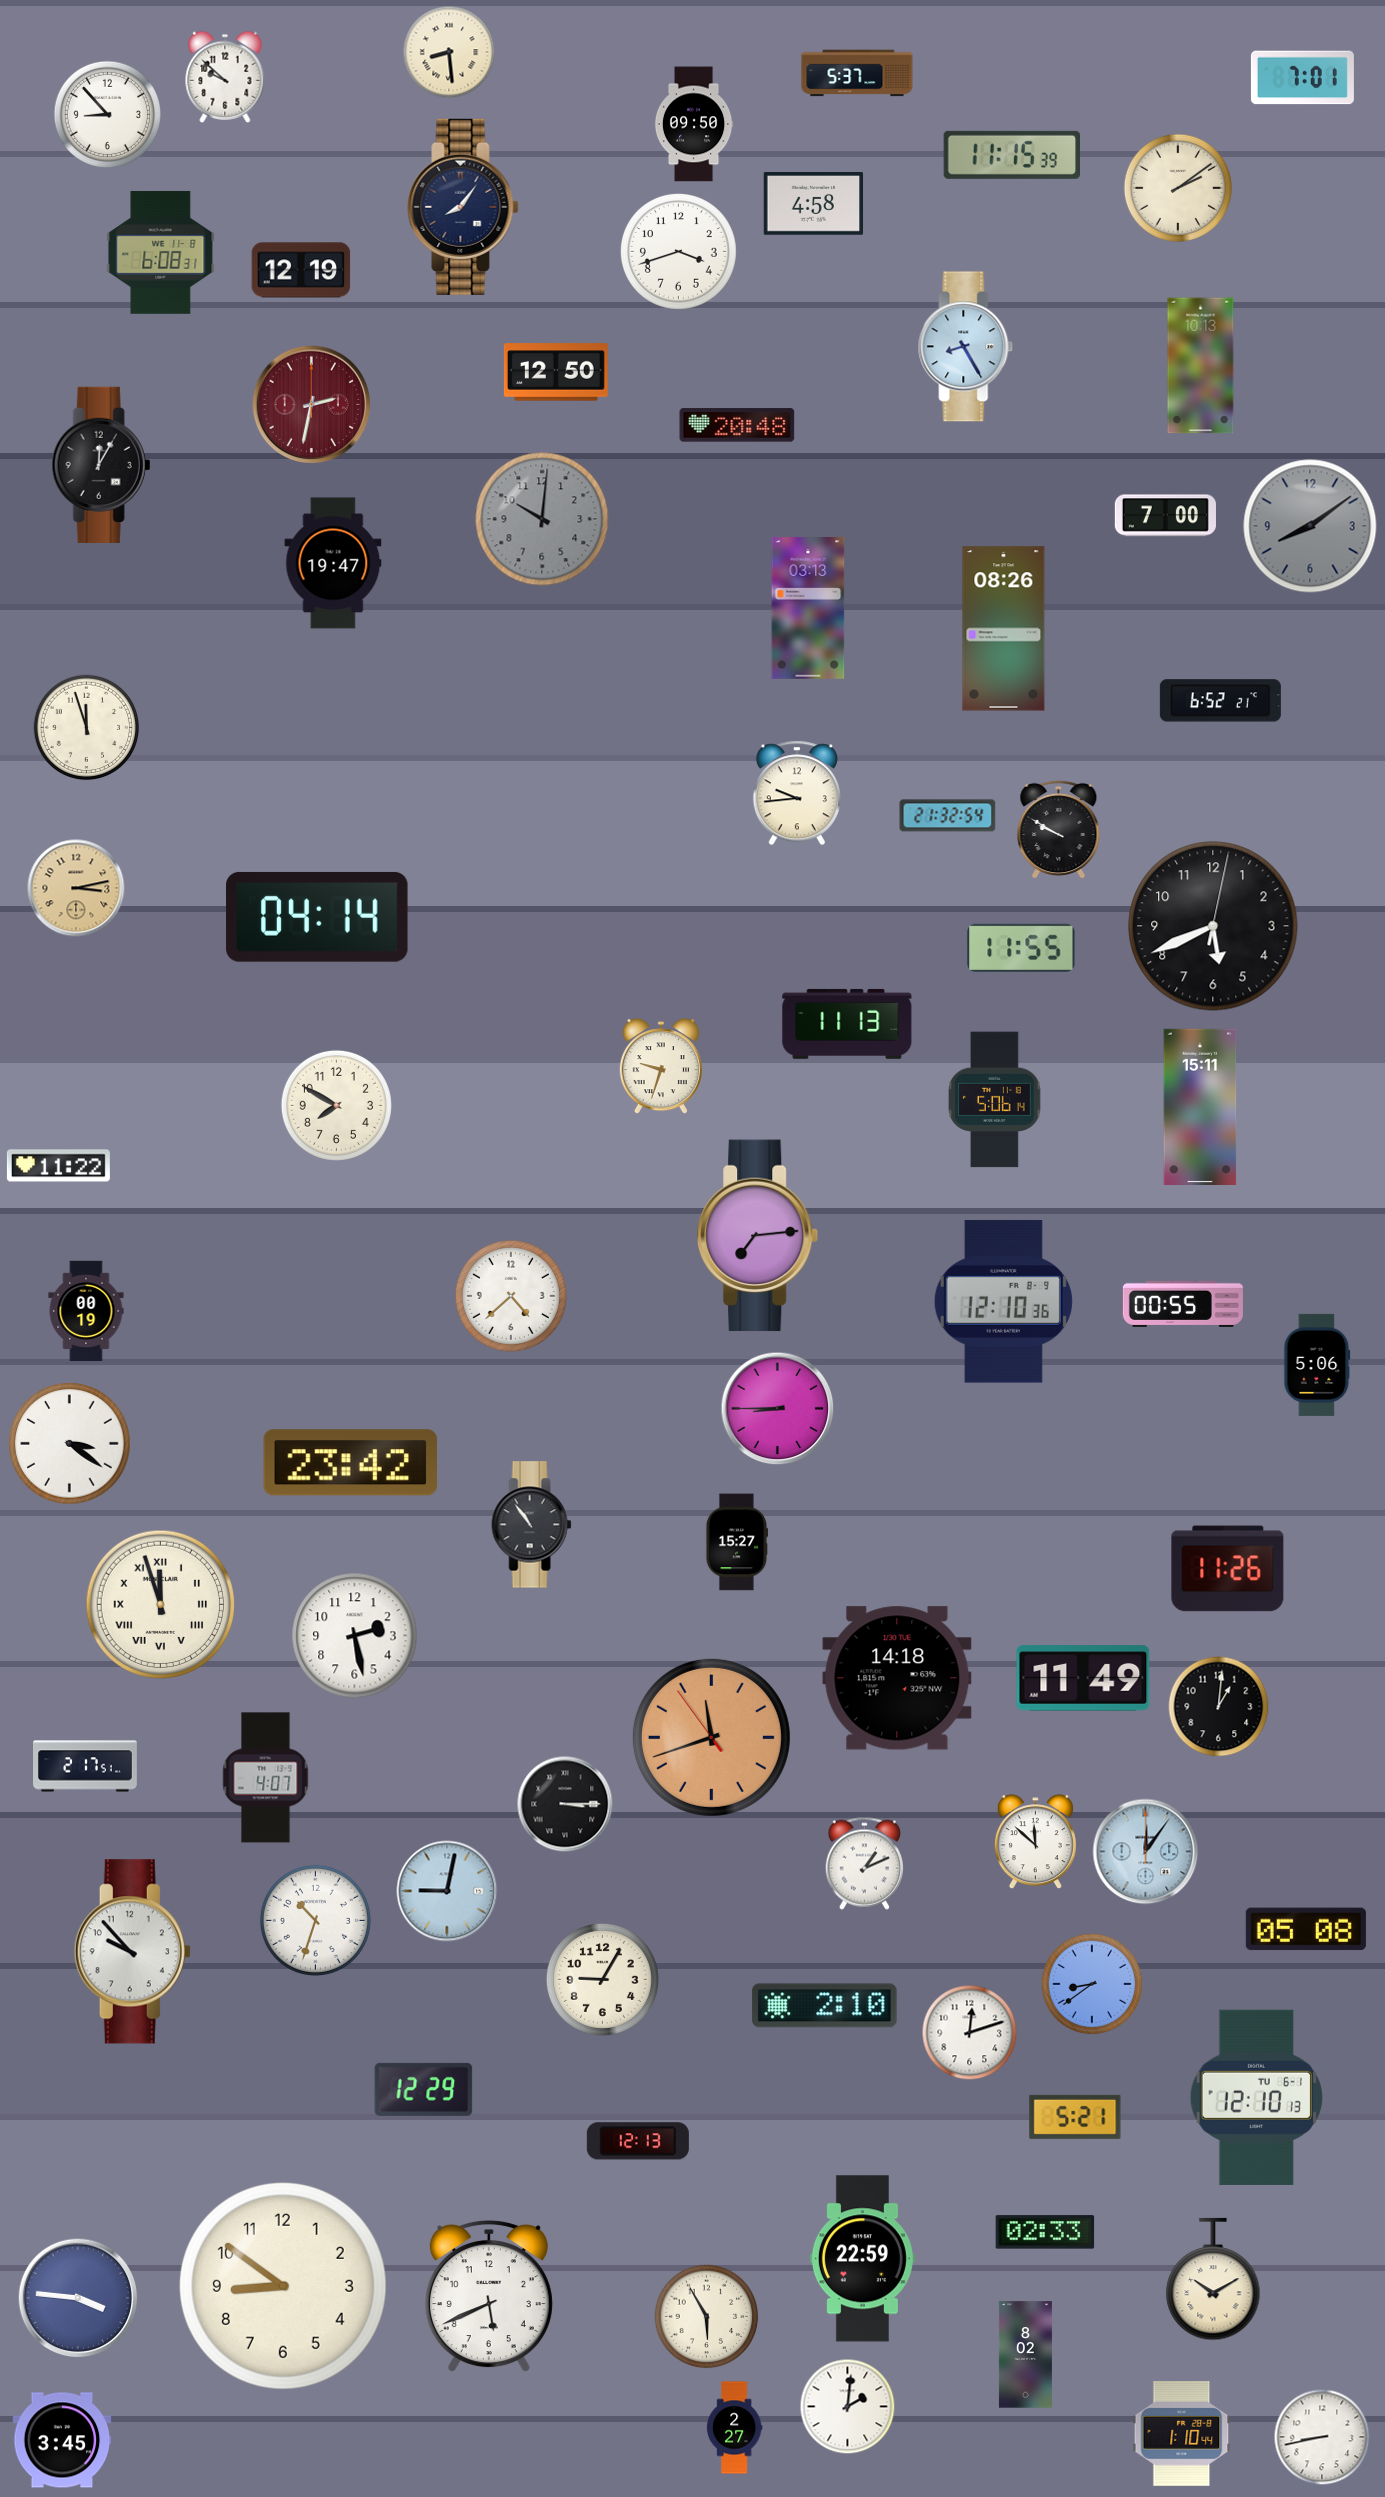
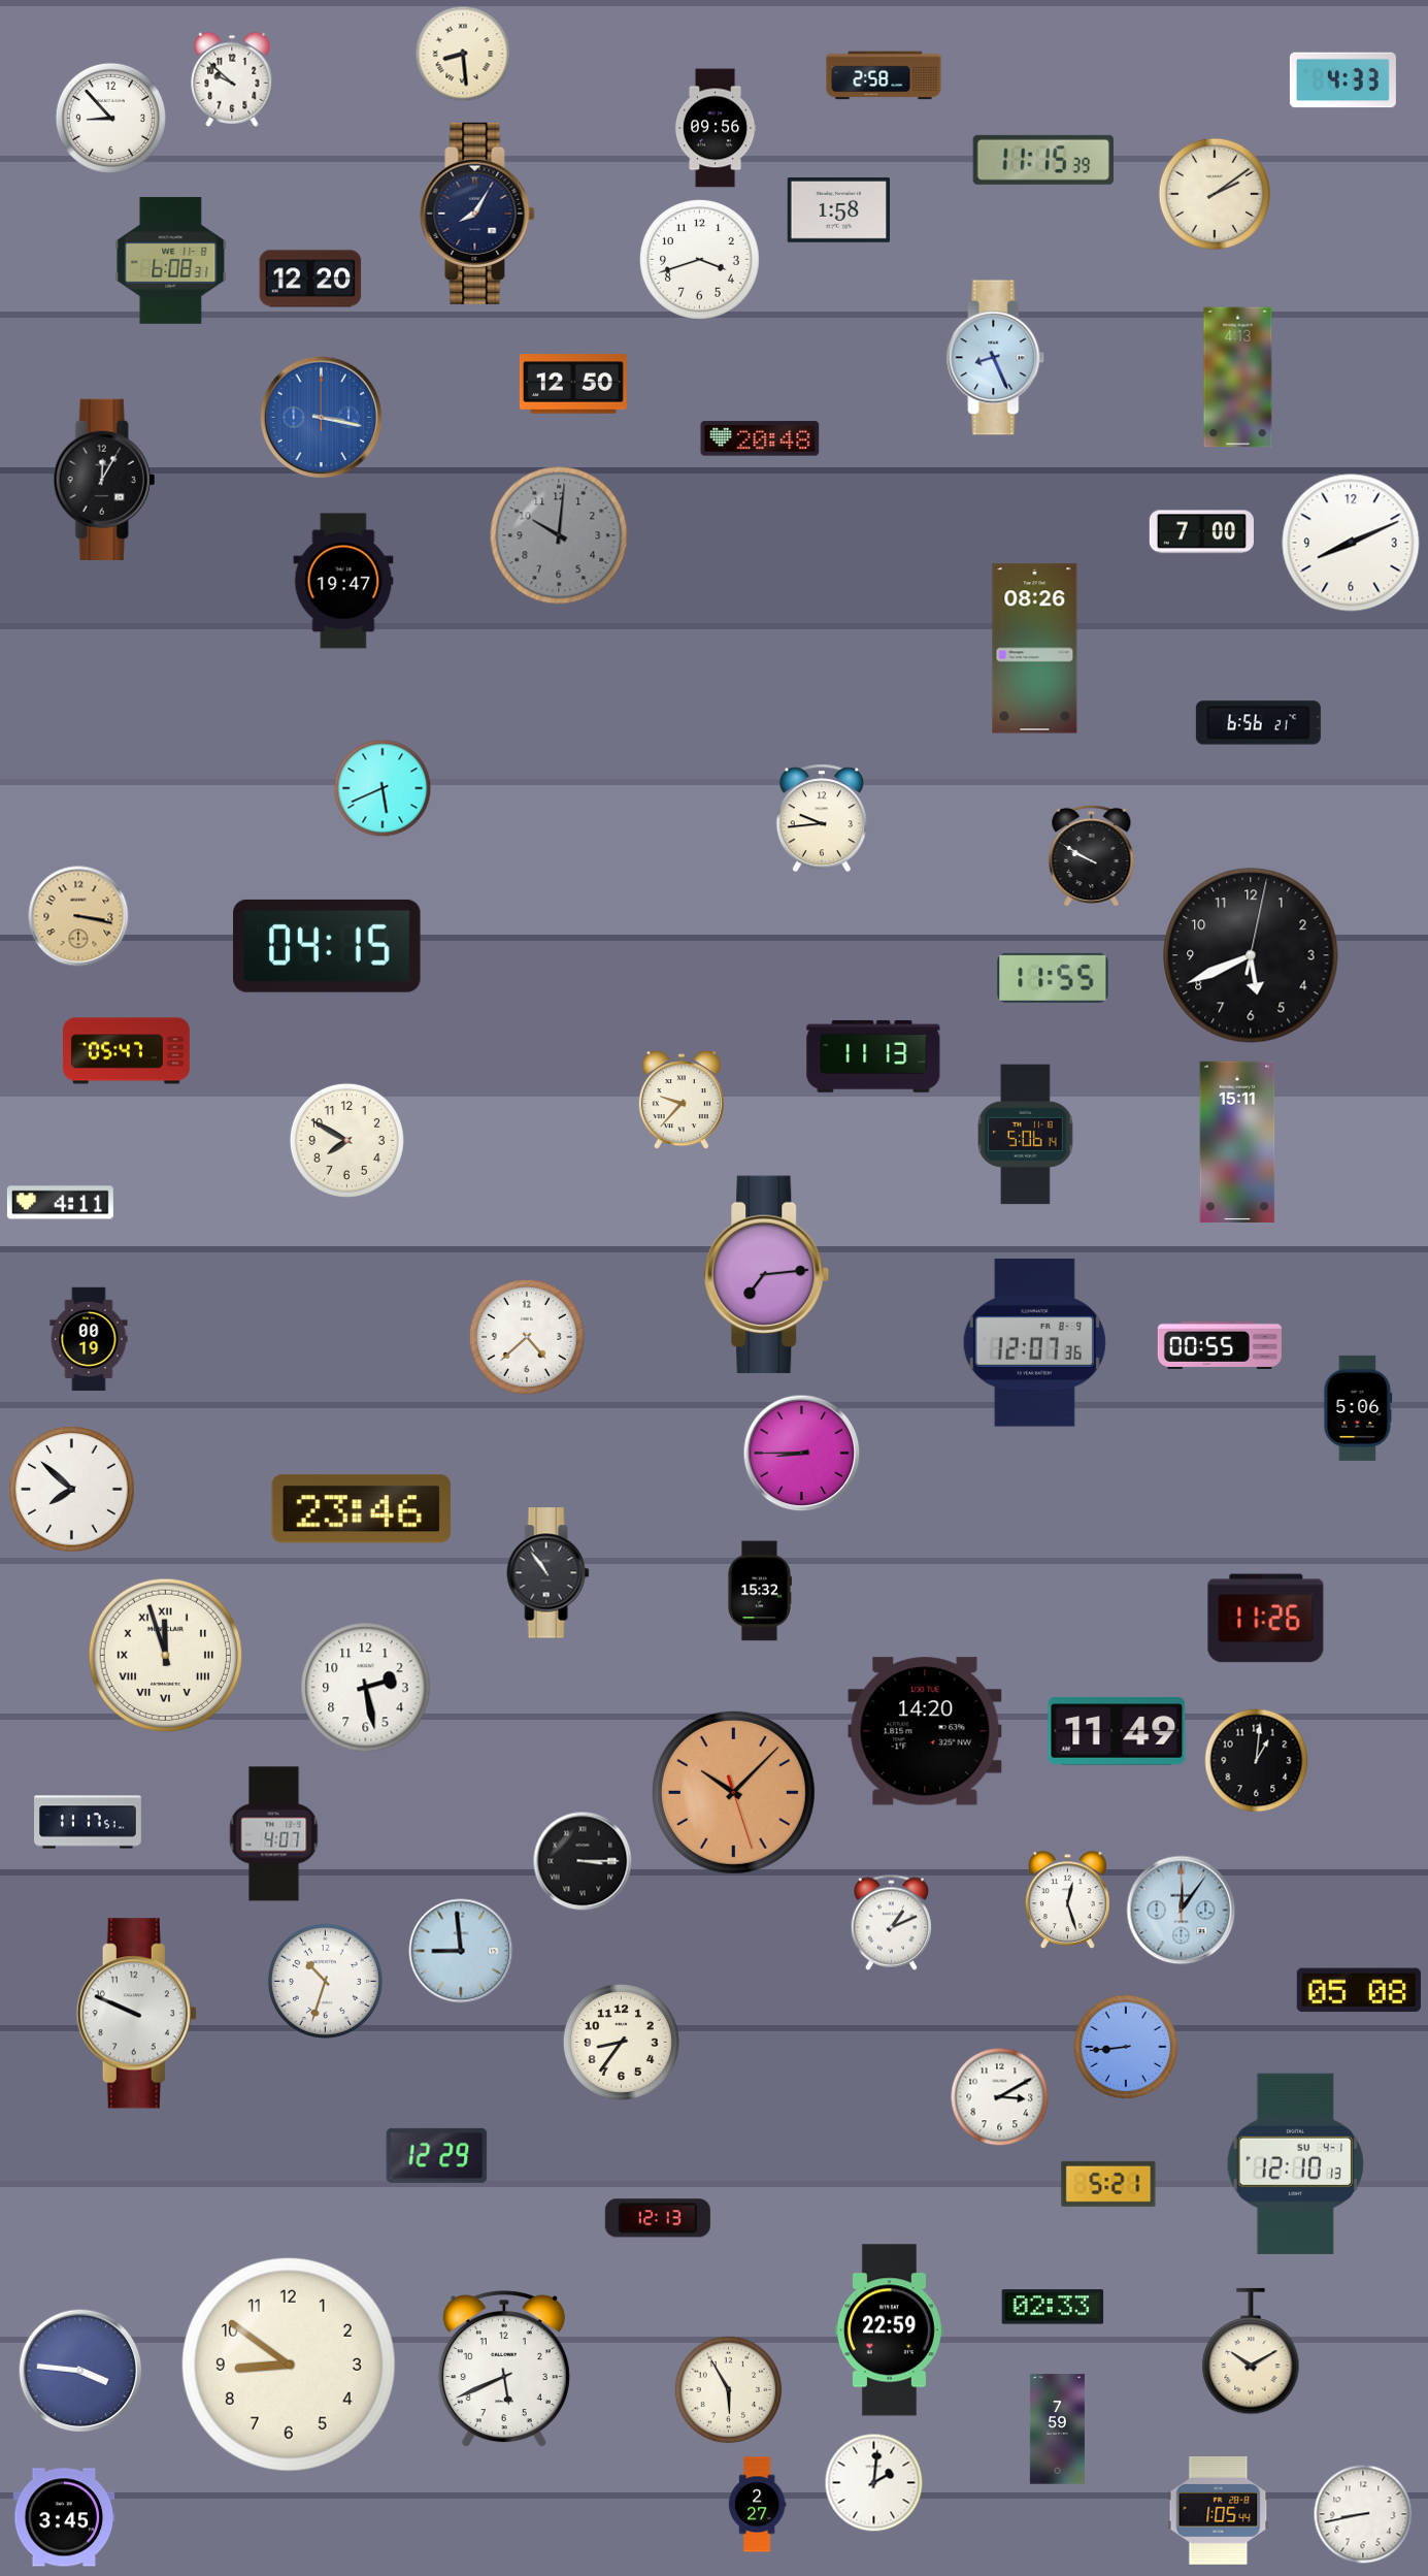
clock at (857, 73): 5:37 -> 2:58
clock at (1302, 78): 7:01 -> 4:33
clock at (694, 124): 09:50 -> 09:56
clock at (814, 204): 4:58 -> 1:58
clock at (463, 207): 8:06 -> 8:05
clock at (161, 252) position: (161, 252) -> (171, 260)
clock at (301, 270): 12:19 -> 12:20
clock at (966, 347): 8:25 -> 8:26
clock at (1201, 366): 10:13 -> 4:13
clock at (312, 405): 2:32 -> 3:17
clock at (312, 405) dial: burgundy -> blue
clock at (1310, 526): 8:09 -> 8:11
clock at (1310, 526) dial: grey -> white
clock at (808, 609): 03:13 -> none
clock at (1220, 701): 6:52 -> 6:56
clock at (87, 728): 11:57 -> none
clock at (383, 788): none -> 5:41
clock at (948, 816): 21:32 -> none
clock at (76, 888): 3:13 -> 3:17
clock at (317, 917): 04:14 -> 04:15
clock at (127, 1051): none -> 05:47
clock at (661, 1067): 9:33 -> 9:37
clock at (58, 1166): 11:22 -> 4:11
clock at (758, 1236) position: (758, 1236) -> (767, 1275)
clock at (1003, 1302): 12:10 -> 12:07
clock at (86, 1311) position: (86, 1311) -> (89, 1339)
clock at (70, 1444): 3:21 -> 7:52
clock at (350, 1463): 23:42 -> 23:46
clock at (736, 1542): 15:27 -> 15:32
clock at (897, 1678): 14:18 -> 14:20
clock at (711, 1737): 11:41 -> 10:07
clock at (86, 1766): 2:17 -> 11:17
clock at (1035, 1842): 11:52 -> 12:27
clock at (447, 1891): 9:02 -> 8:59
clock at (1306, 1929) position: (1306, 1929) -> (1359, 1990)
clock at (132, 1952): 9:53 -> 9:49
clock at (602, 1979): 9:05 -> 8:36
clock at (1092, 1984): 8:39 -> 8:44
clock at (825, 2006): 2:10 -> none
clock at (970, 2033): 12:12 -> 3:10
clock at (1256, 2097) date: TU 6-1 -> SU 4-1
clock at (638, 2141) position: (638, 2141) -> (658, 2218)
clock at (1045, 2232) position: (1045, 2232) -> (1053, 2307)
clock at (283, 2286) position: (283, 2286) -> (289, 2365)
clock at (1025, 2355): 8:02 -> 7:59
clock at (1182, 2434): 1:10 -> 1:05
